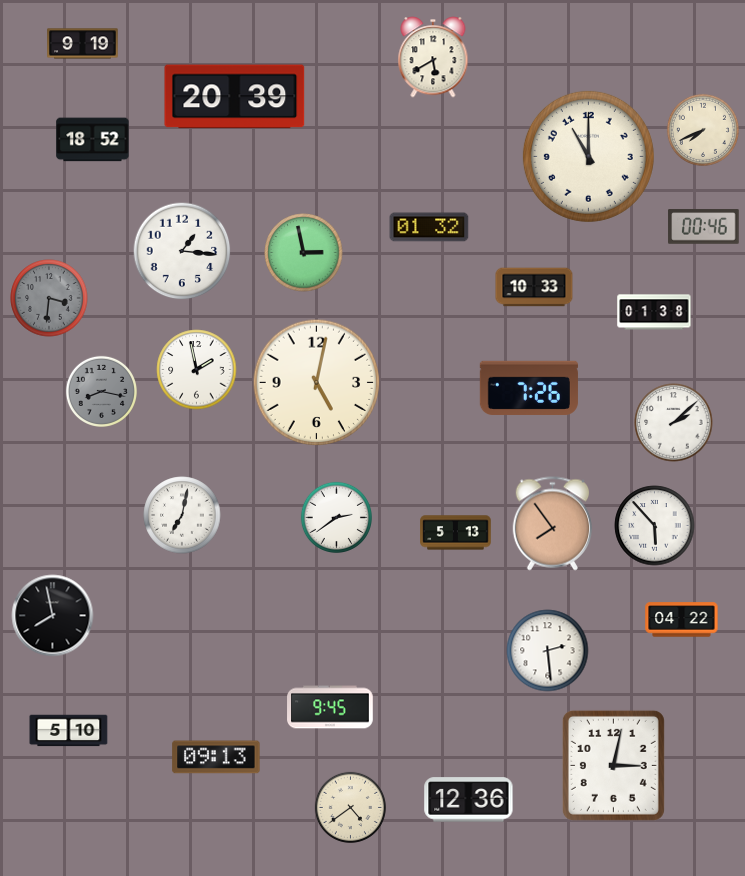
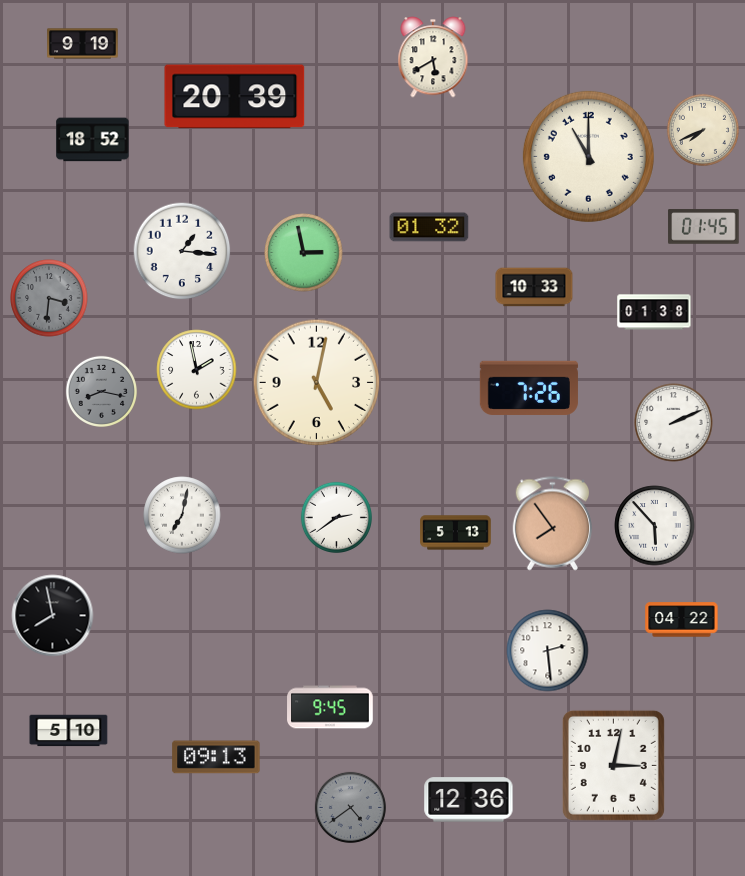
clock at (704, 227): 00:46 -> 01:45
clock at (674, 423): 2:08 -> 2:11
clock at (350, 807) dial: cream -> grey
